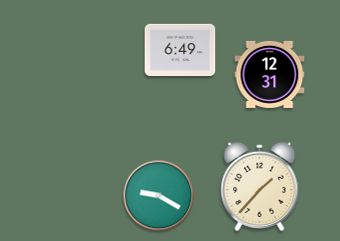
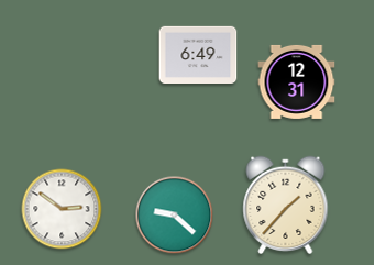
clock at (62, 209): none -> 2:51
clock at (159, 196): 9:20 -> 9:22
